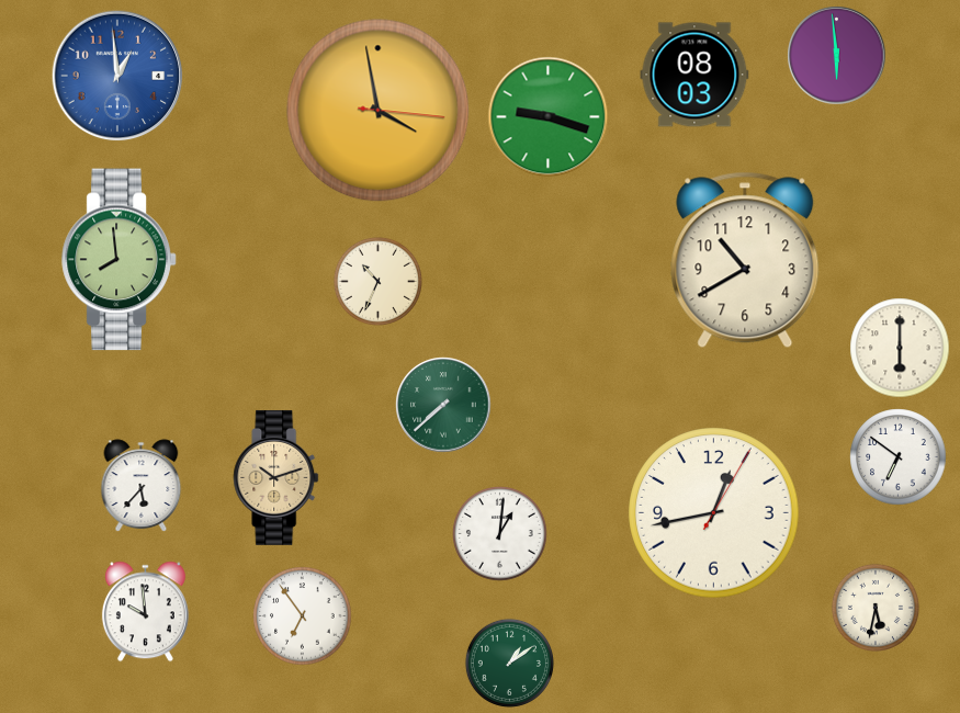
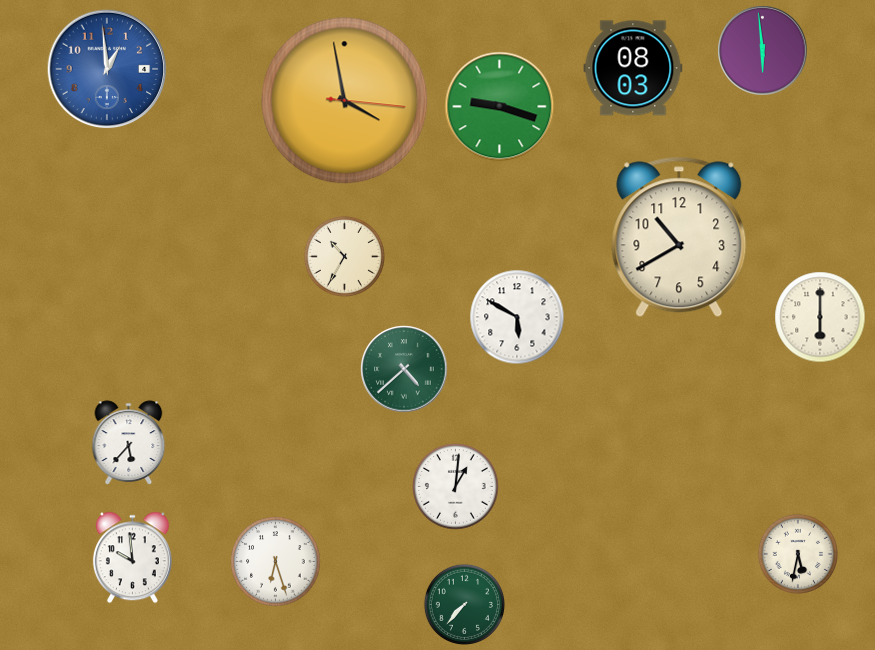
clock at (120, 260): 7:59 -> none
clock at (377, 281): 10:34 -> 10:35
clock at (517, 317): none -> 5:50
clock at (443, 405): 7:38 -> 4:38
clock at (899, 457): 6:51 -> none
clock at (276, 477): 10:12 -> none
clock at (714, 513): 12:43 -> none
clock at (303, 616): 6:54 -> 6:27
clock at (509, 663): 1:09 -> 7:37
